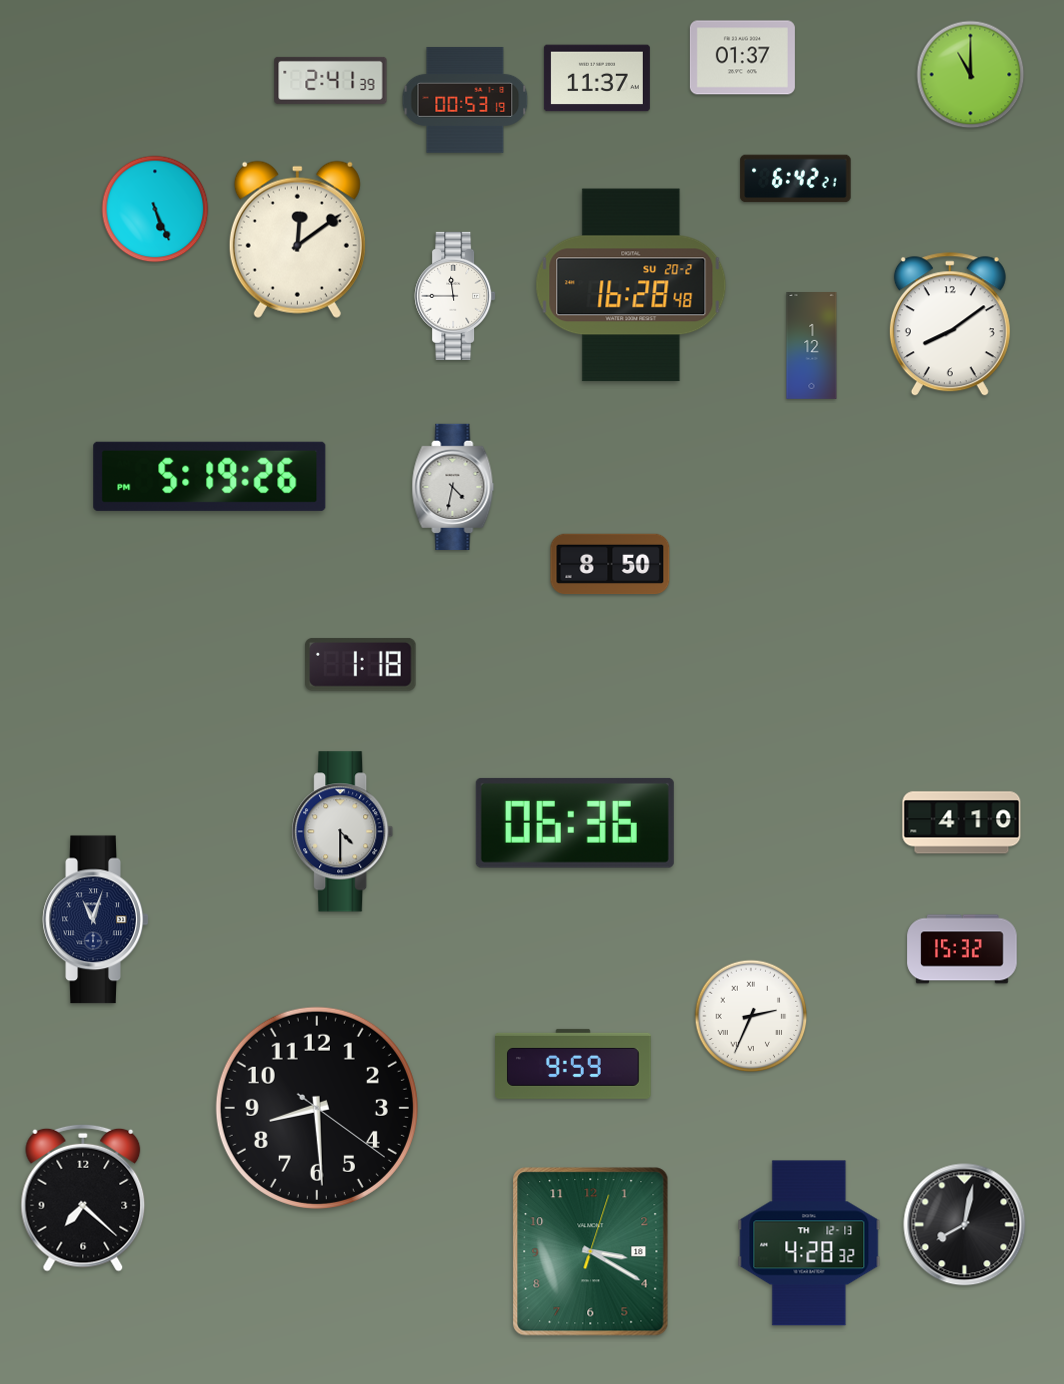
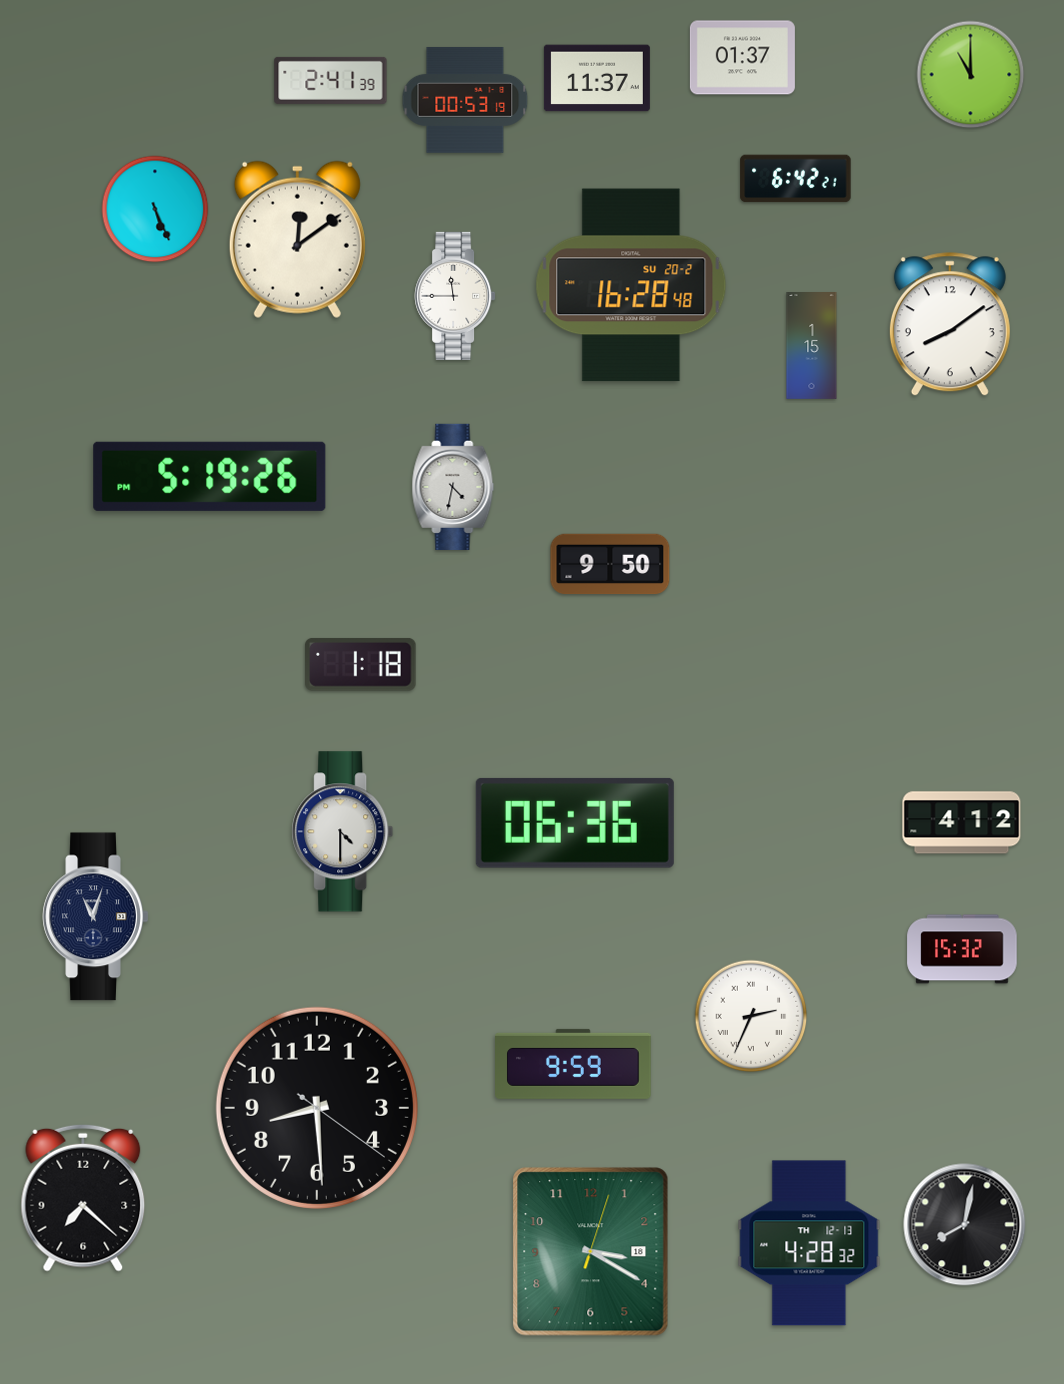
clock at (812, 346): 1:12 -> 1:15
clock at (610, 564): 8:50 -> 9:50
clock at (962, 823): 4:10 -> 4:12
clock at (96, 920) position: (96, 920) -> (96, 917)
